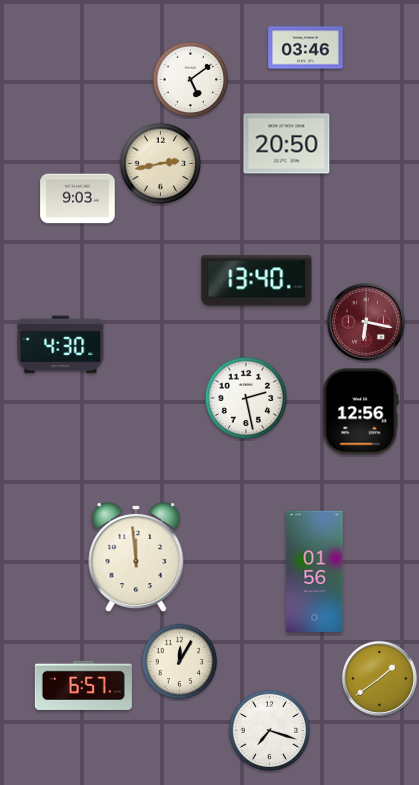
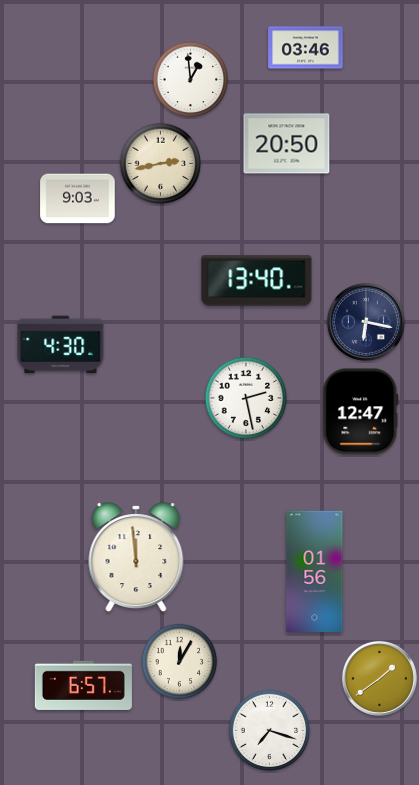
clock at (191, 80): 5:09 -> 12:59
clock at (366, 322) dial: burgundy -> navy
clock at (361, 412): 12:56 -> 12:47
